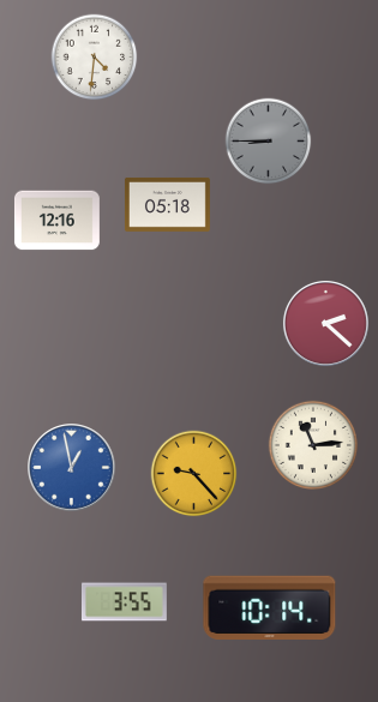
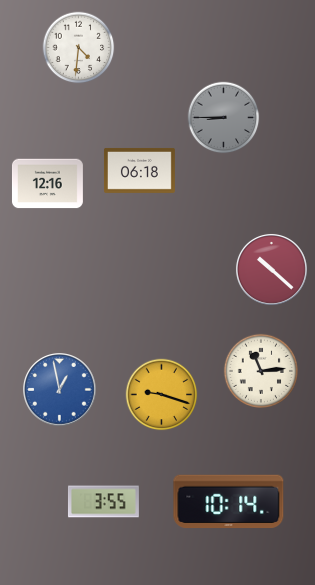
clock at (167, 204): 05:18 -> 06:18
clock at (325, 323): 2:22 -> 10:22
clock at (194, 474): 9:23 -> 9:18
clock at (270, 607) position: (270, 607) -> (229, 501)
